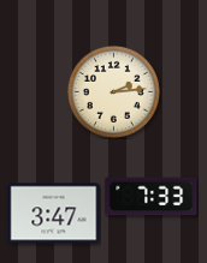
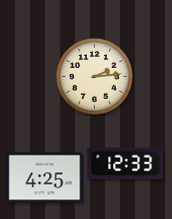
clock at (152, 197): 7:33 -> 12:33
clock at (54, 214): 3:47 -> 4:25
